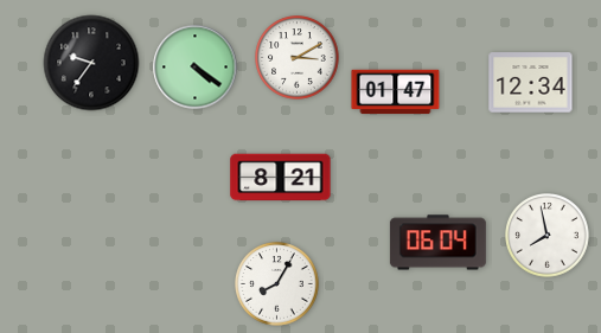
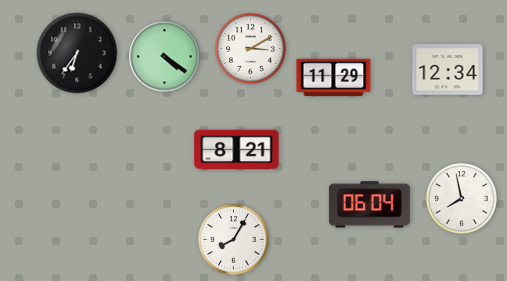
clock at (91, 63): 9:36 -> 6:36
clock at (396, 92): 01:47 -> 11:29
